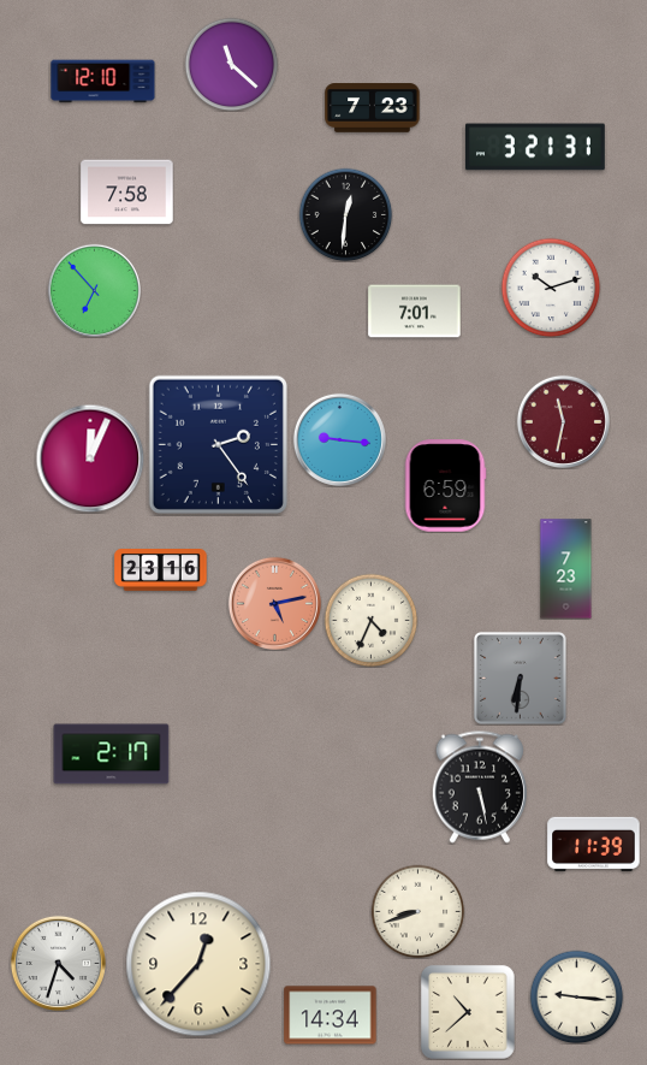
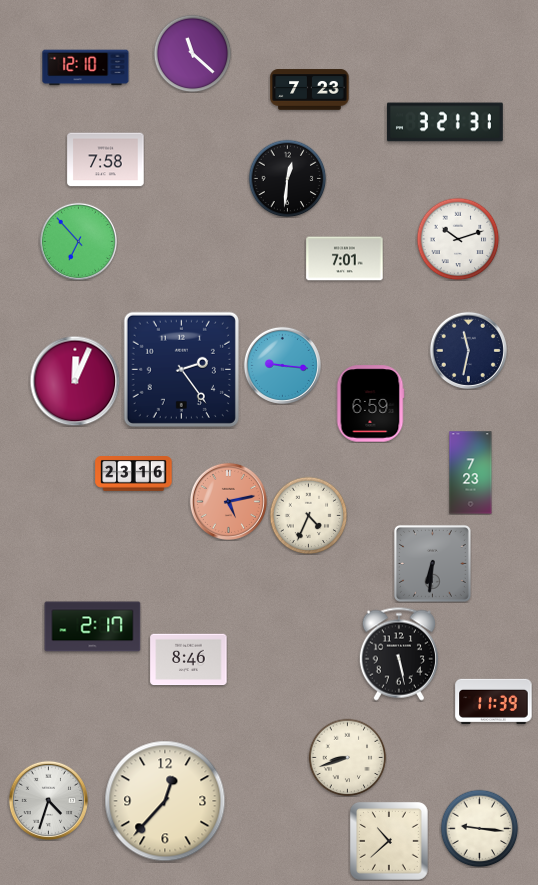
clock at (563, 421) dial: burgundy -> navy
clock at (189, 660): none -> 8:46
clock at (331, 1016): 14:34 -> none
